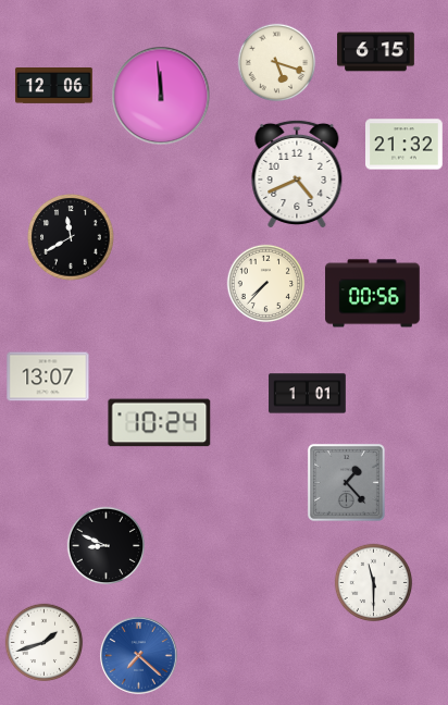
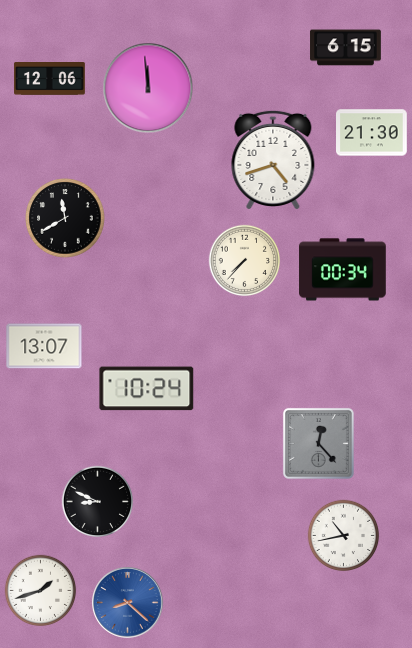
clock at (277, 63): 5:18 -> none
clock at (405, 145): 21:32 -> 21:30
clock at (297, 173): 4:41 -> 4:42
clock at (373, 294): 00:56 -> 00:34
clock at (308, 394): 1:01 -> none
clock at (346, 482): 1:23 -> 12:23
clock at (374, 583): 11:30 -> 10:43
clock at (139, 656): 7:22 -> 8:22
